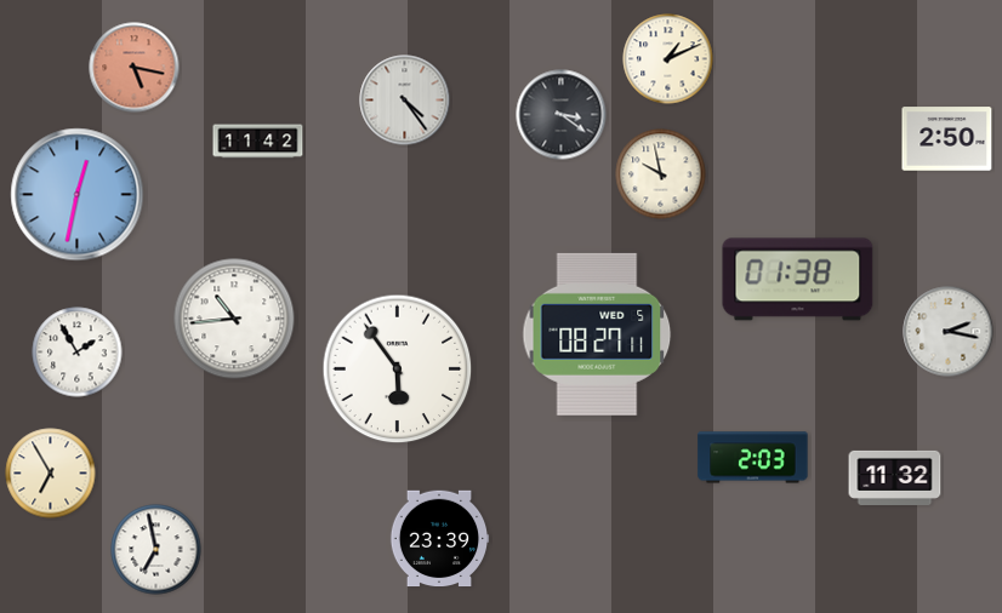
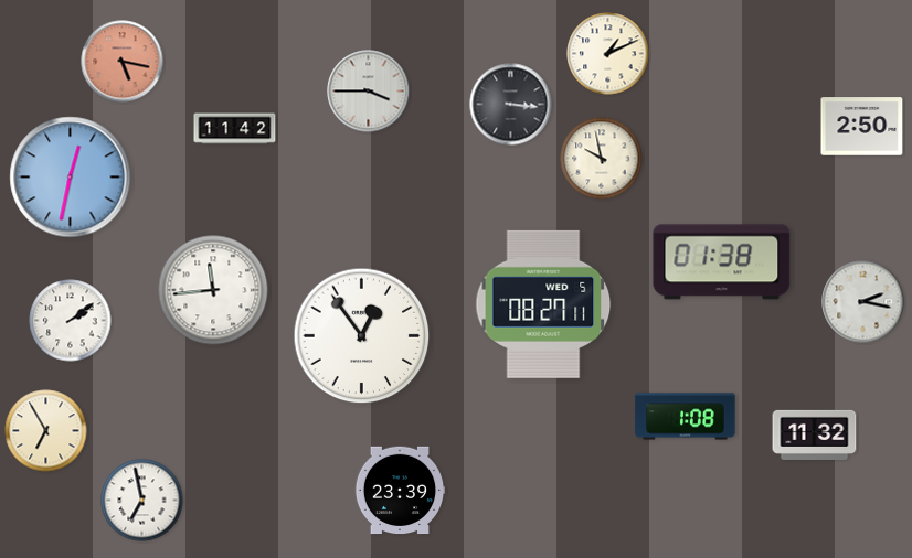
clock at (405, 101): 4:24 -> 3:45
clock at (562, 115): 3:21 -> 3:16
clock at (798, 280) position: (798, 280) -> (722, 262)
clock at (234, 319): 10:44 -> 11:44
clock at (78, 353): 1:55 -> 2:09
clock at (398, 369): 5:54 -> 12:54
clock at (753, 458): 2:03 -> 1:08
